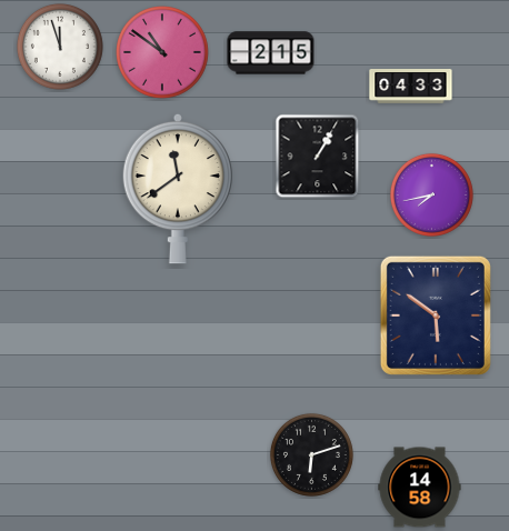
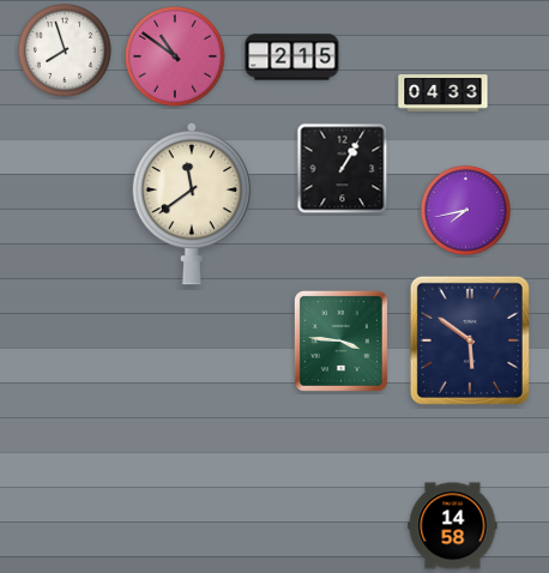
clock at (60, 47): 11:57 -> 7:57
clock at (340, 340): none -> 3:46
clock at (311, 454): 6:12 -> none
